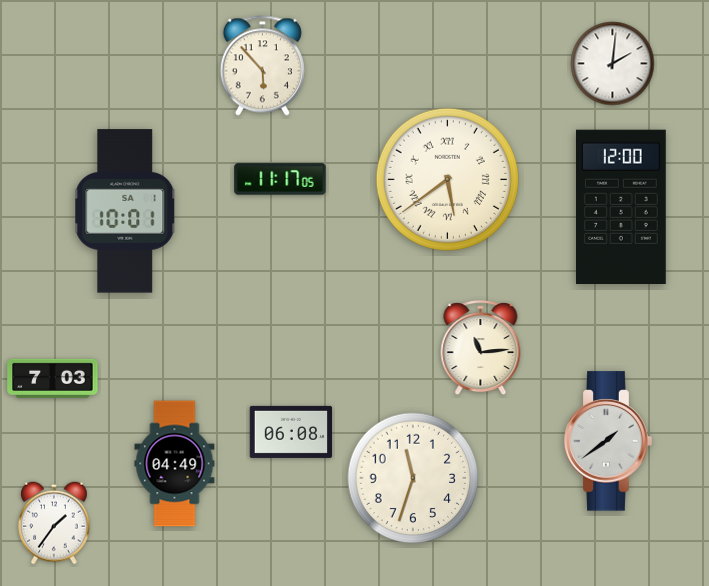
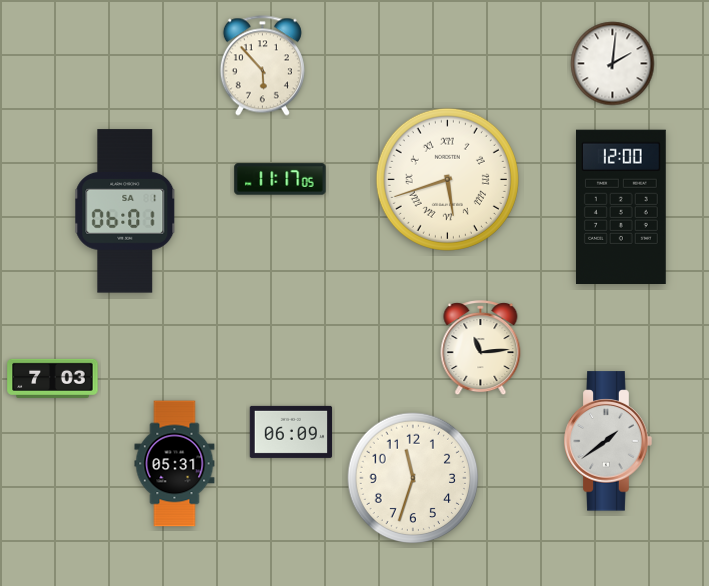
clock at (447, 179): 5:39 -> 5:42
clock at (125, 211): 10:01 -> 06:01
clock at (291, 432): 06:08 -> 06:09
clock at (175, 464): 04:49 -> 05:31
clock at (55, 523): 1:36 -> none
